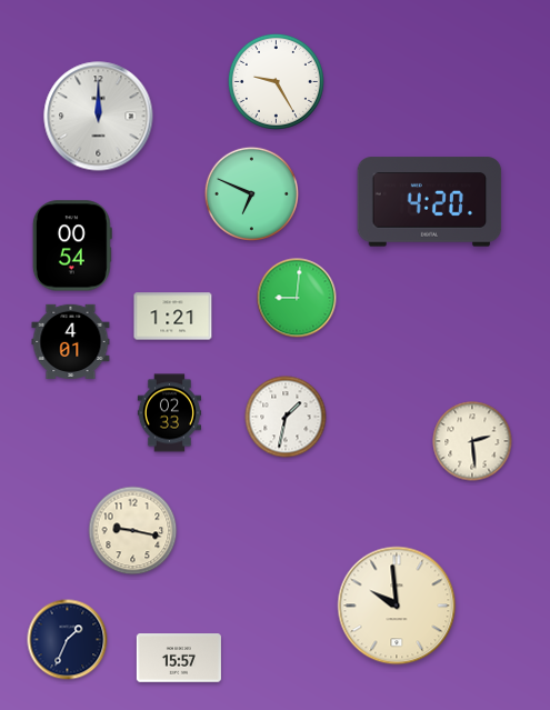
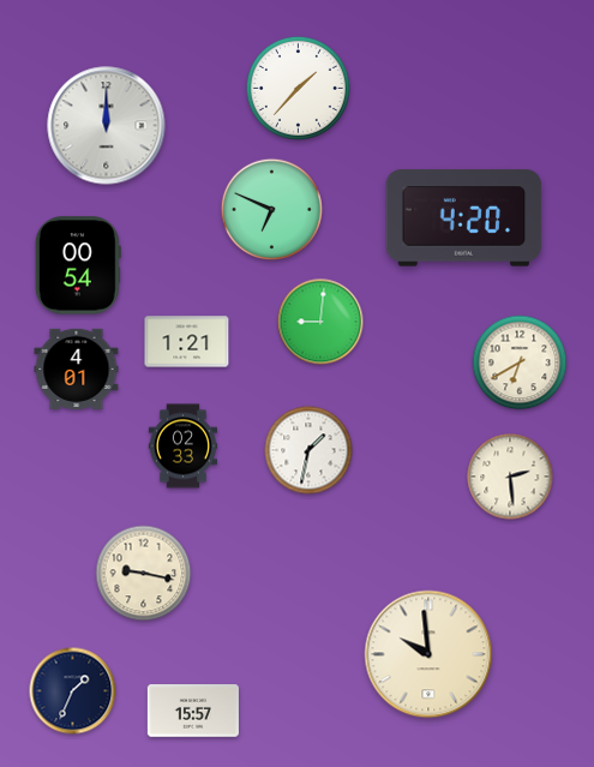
clock at (276, 81): 9:25 -> 1:37
clock at (520, 362): none -> 6:40
